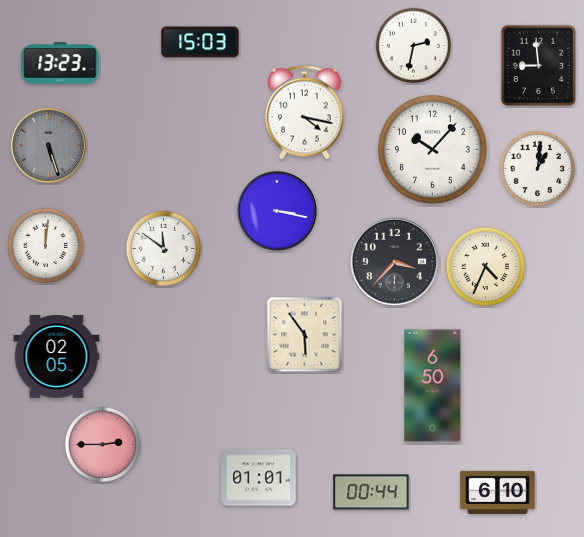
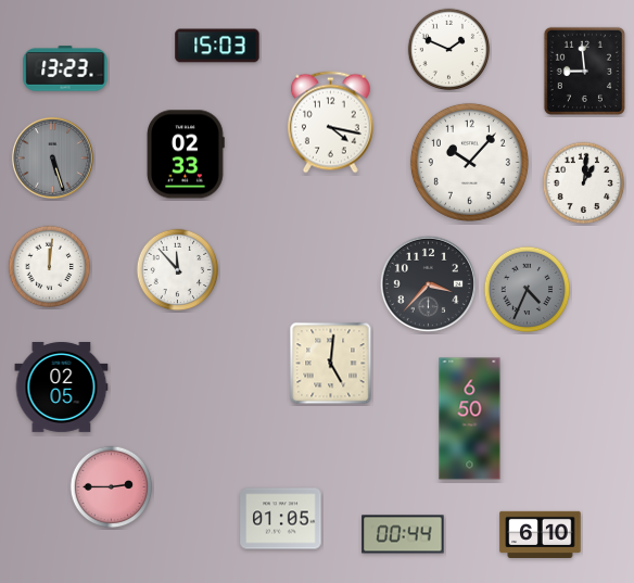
clock at (414, 46): 2:32 -> 1:49
clock at (186, 154): none -> 02:33
clock at (277, 211): 3:17 -> none
clock at (164, 249): 11:51 -> 11:53
clock at (486, 267) dial: cream -> grey
clock at (305, 335): 5:54 -> 5:01
clock at (103, 445) position: (103, 445) -> (112, 487)
clock at (259, 478): 01:01 -> 01:05
